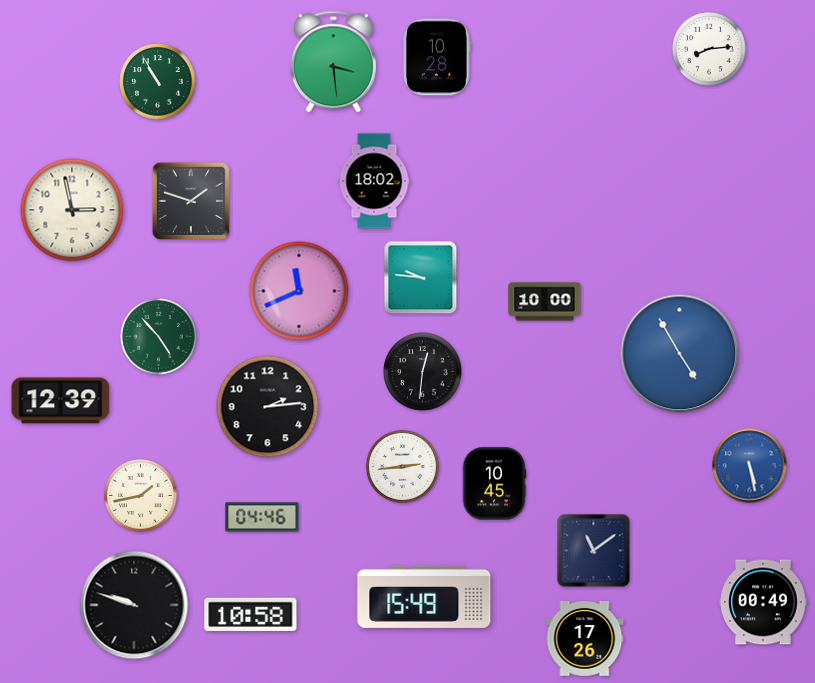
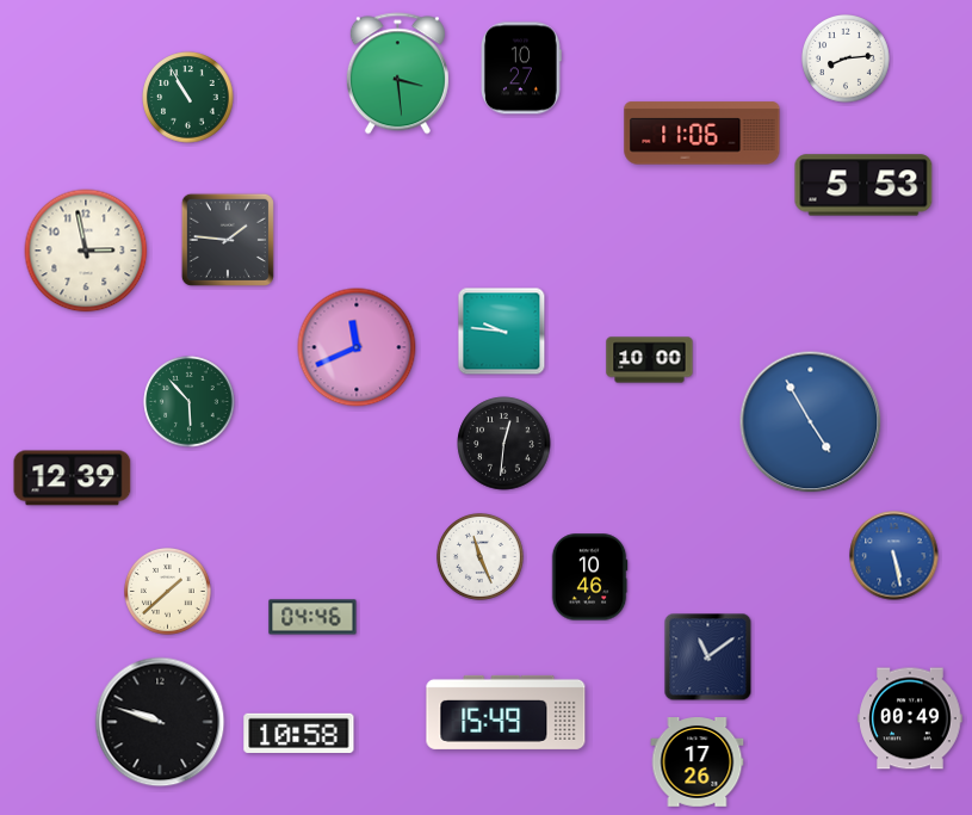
clock at (437, 57): 10:28 -> 10:27
clock at (702, 134): none -> 11:06
clock at (863, 185): none -> 5:53
clock at (374, 181): 18:02 -> none
clock at (191, 201): 1:48 -> 1:46
clock at (159, 337): 4:53 -> 5:53
clock at (268, 407): 2:14 -> none
clock at (403, 467): 2:44 -> 11:26
clock at (494, 484): 10:45 -> 10:46
clock at (141, 496): 1:43 -> 1:38
